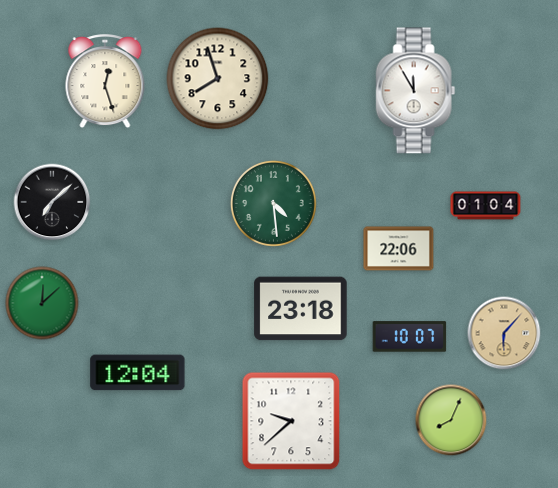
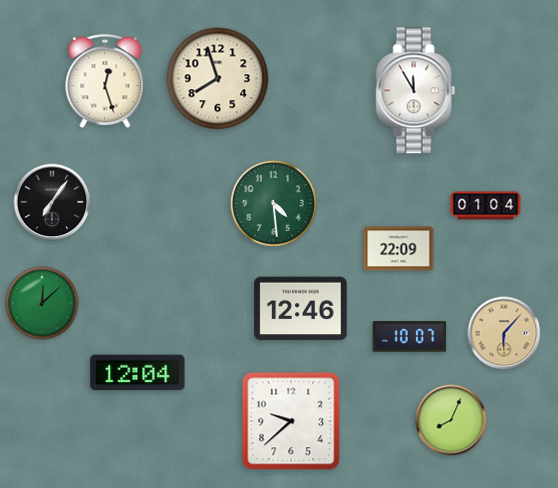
clock at (52, 202): 7:08 -> 7:06
clock at (399, 249): 22:06 -> 22:09
clock at (301, 309): 23:18 -> 12:46
